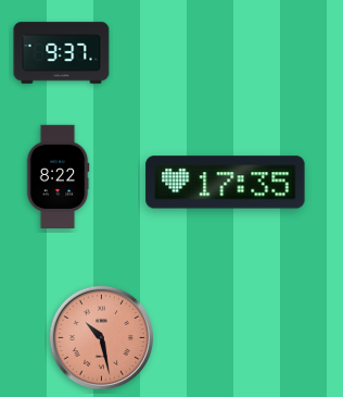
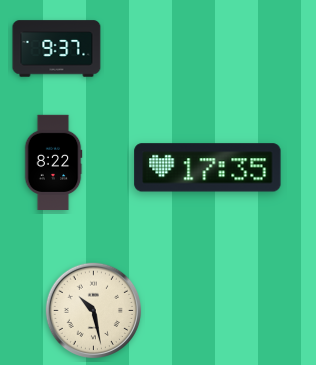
clock at (102, 338) dial: salmon -> cream
